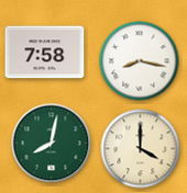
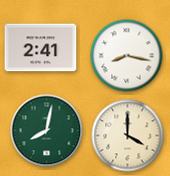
clock at (45, 53): 7:58 -> 2:41
